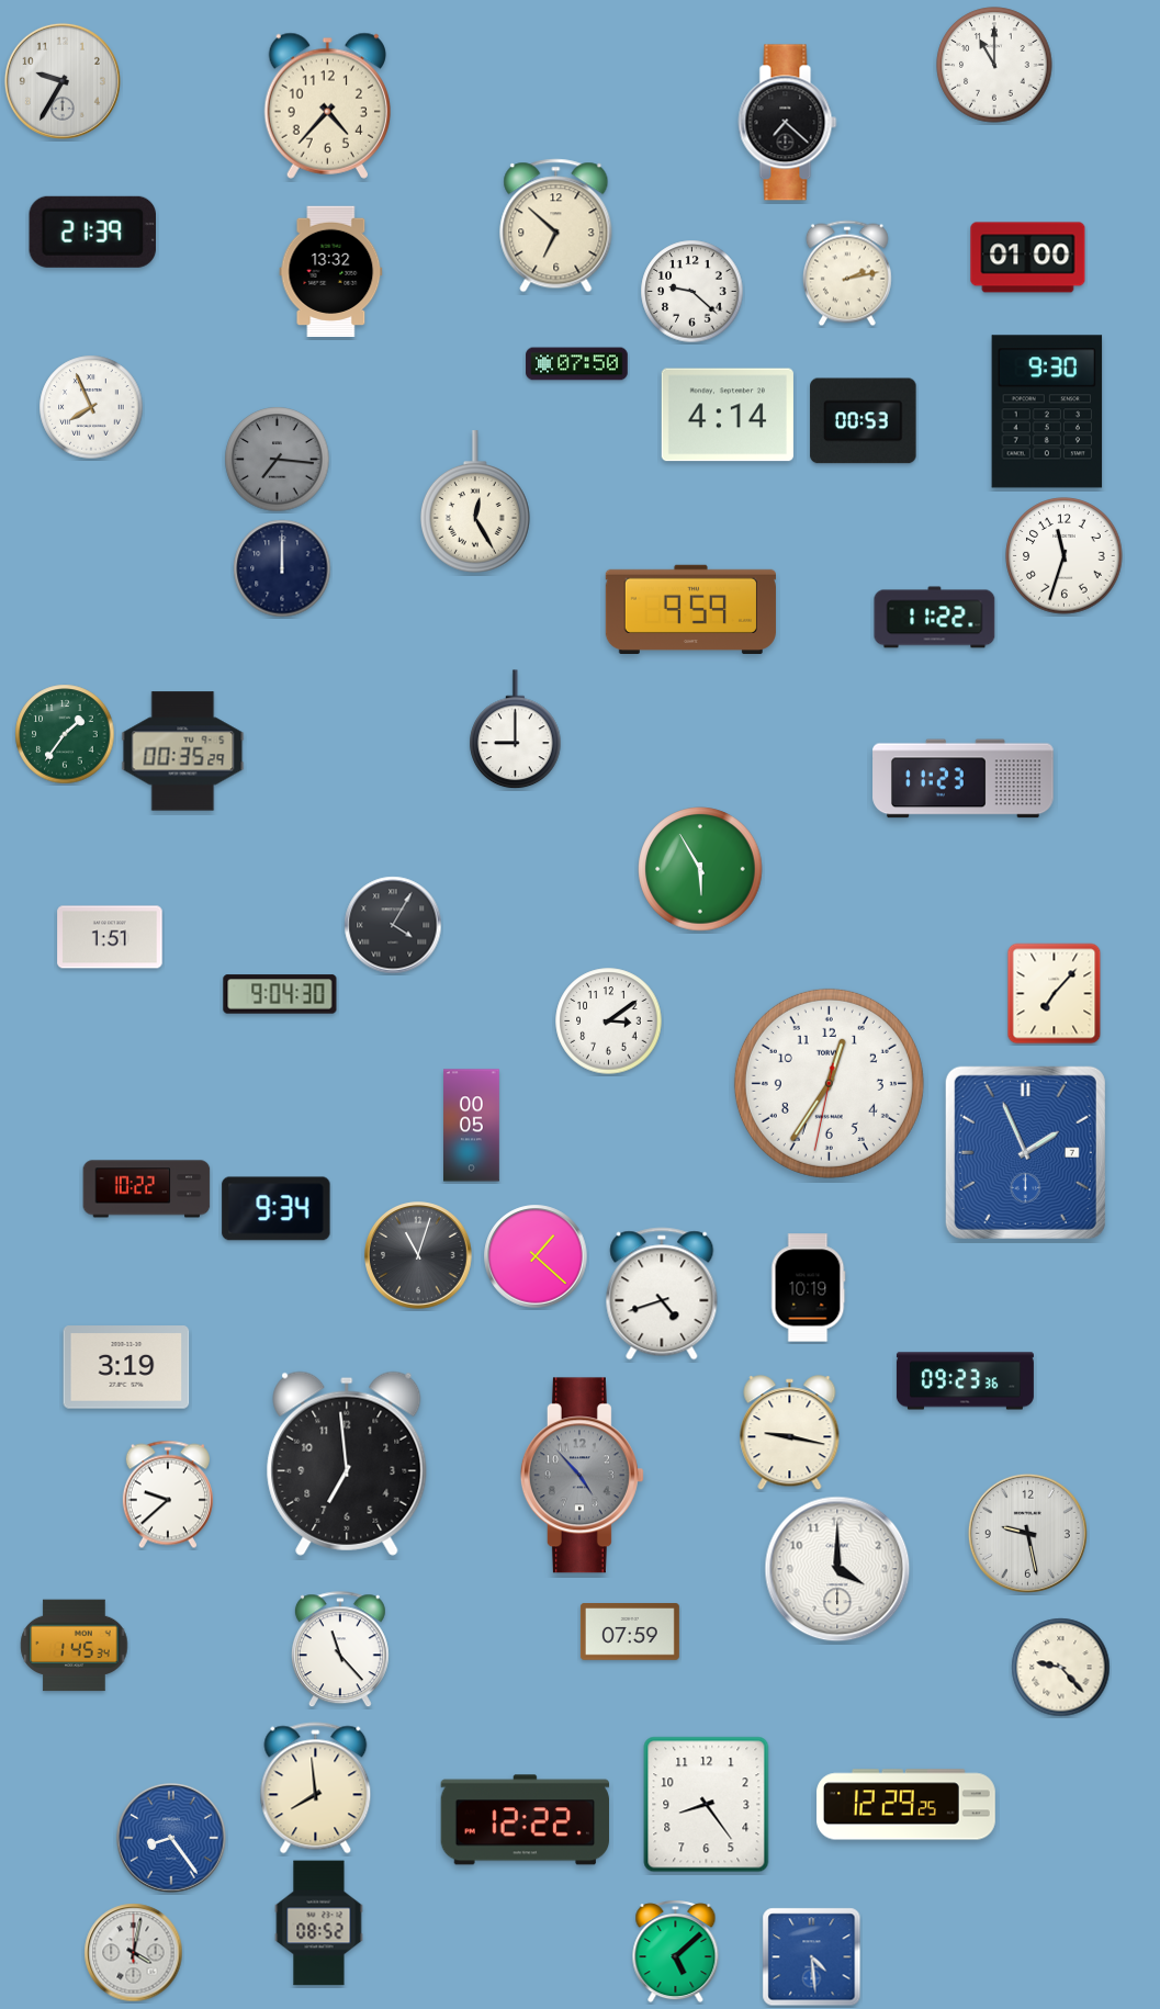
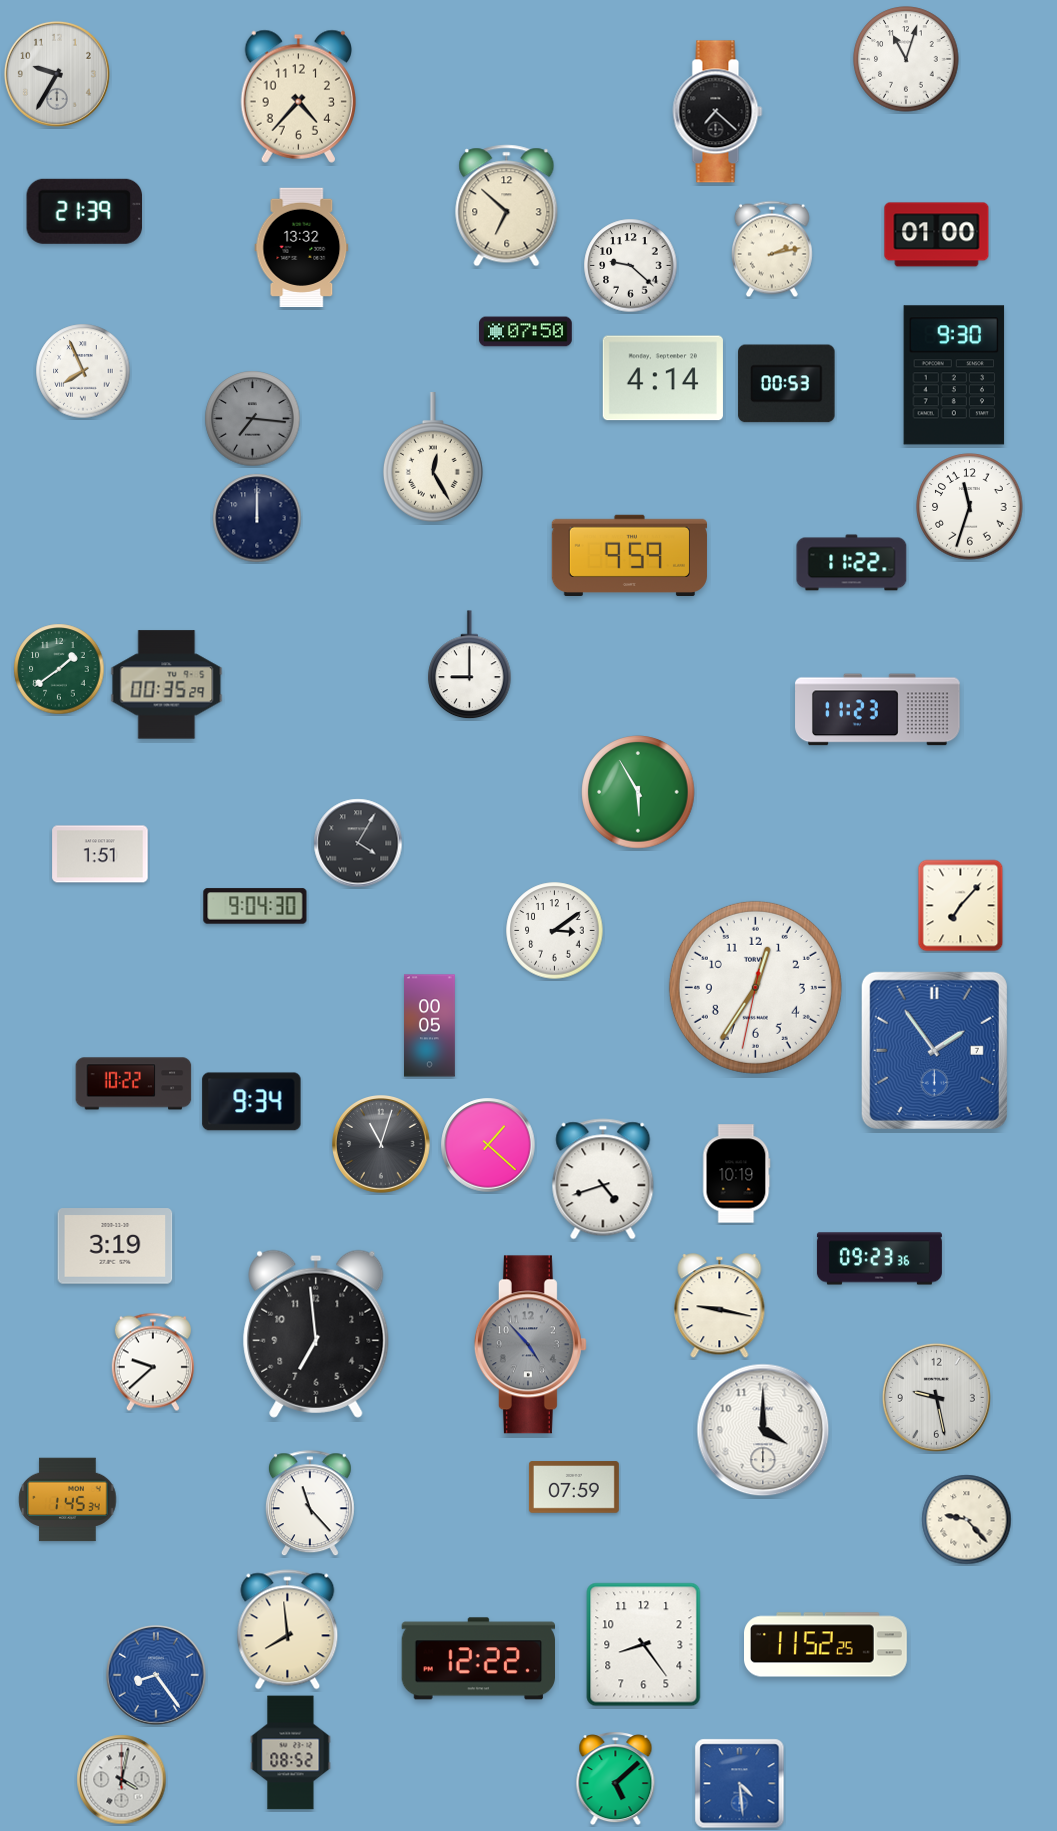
clock at (994, 65): 11:00 -> 11:03
clock at (65, 734): 1:36 -> 1:39
clock at (1025, 1152): 1:56 -> 1:54
clock at (906, 1805): 12:29 -> 11:52
